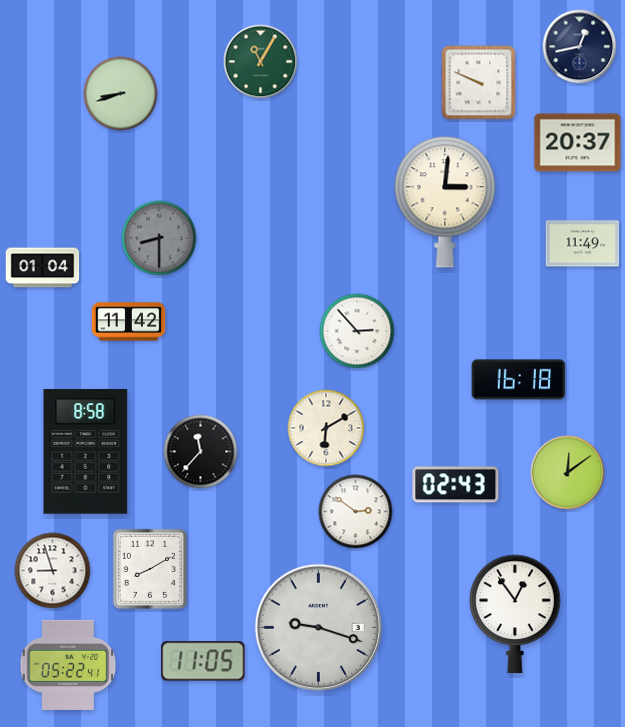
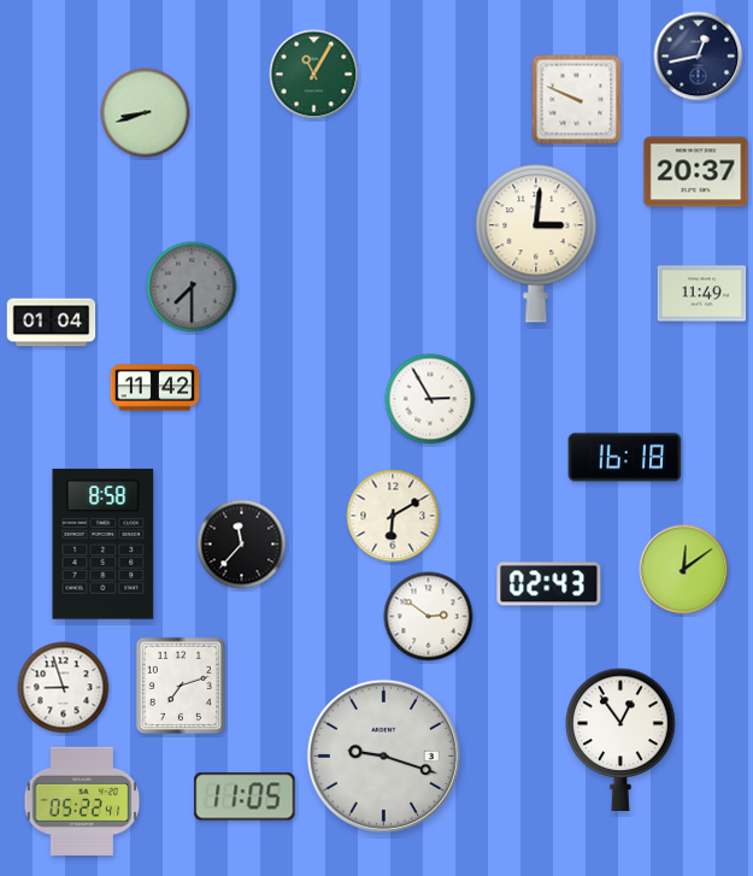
clock at (159, 238): 8:30 -> 7:30
clock at (357, 331): 2:53 -> 2:55
clock at (150, 569): 8:10 -> 7:12
